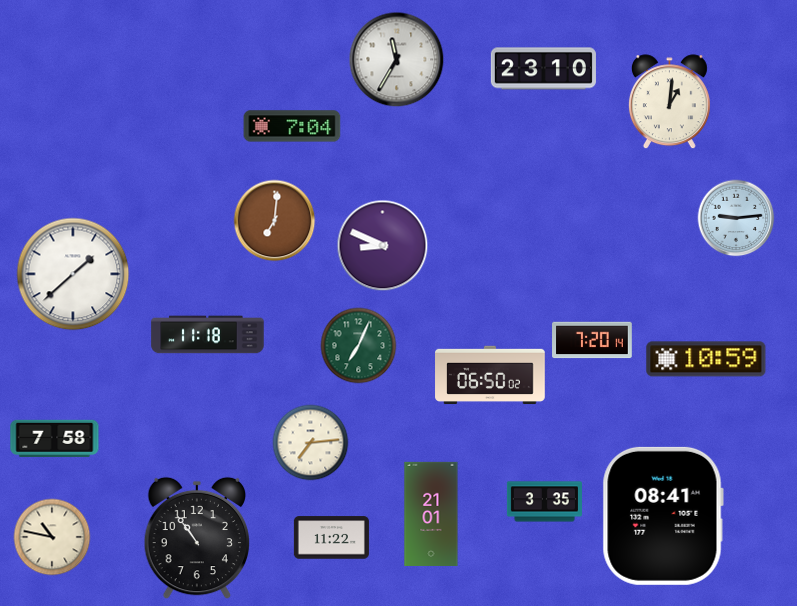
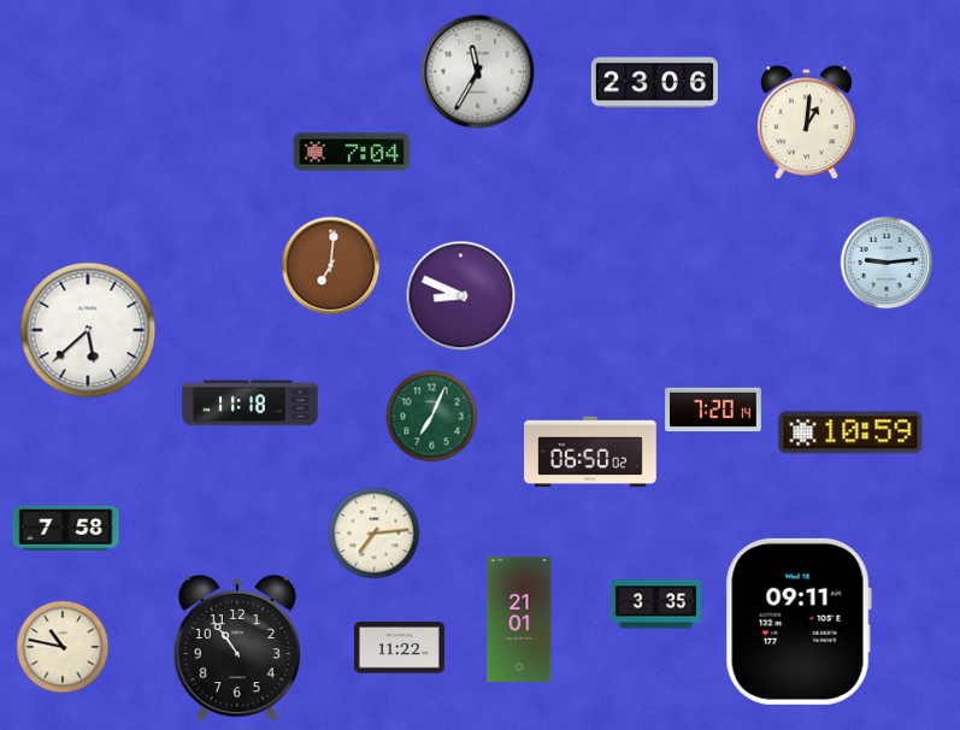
clock at (543, 69): 23:10 -> 23:06
clock at (73, 274): 1:38 -> 5:38
clock at (663, 516): 08:41 -> 09:11
